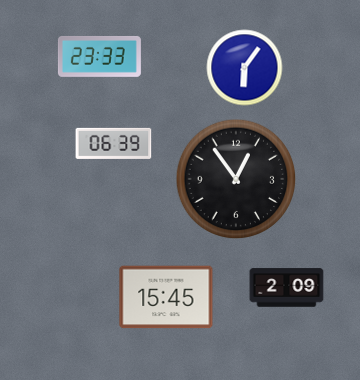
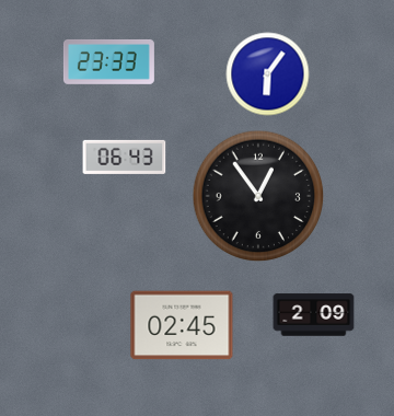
clock at (114, 143): 06:39 -> 06:43
clock at (166, 297): 15:45 -> 02:45
